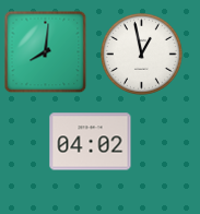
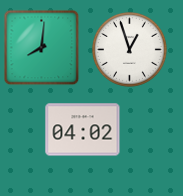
clock at (141, 53): 12:58 -> 12:57
